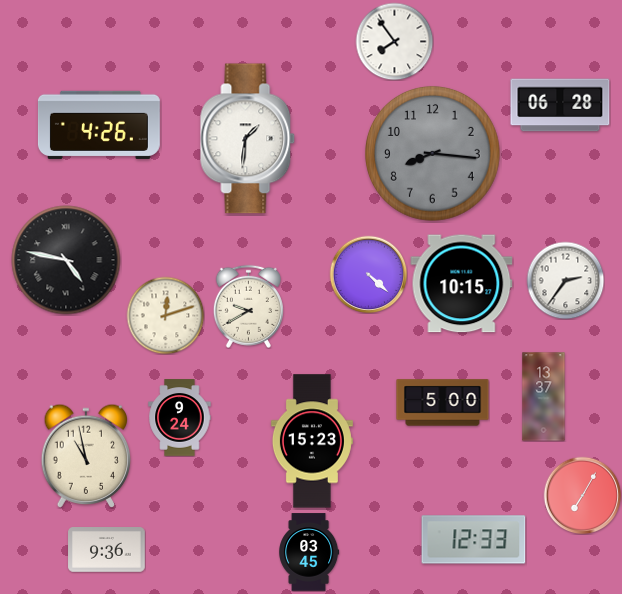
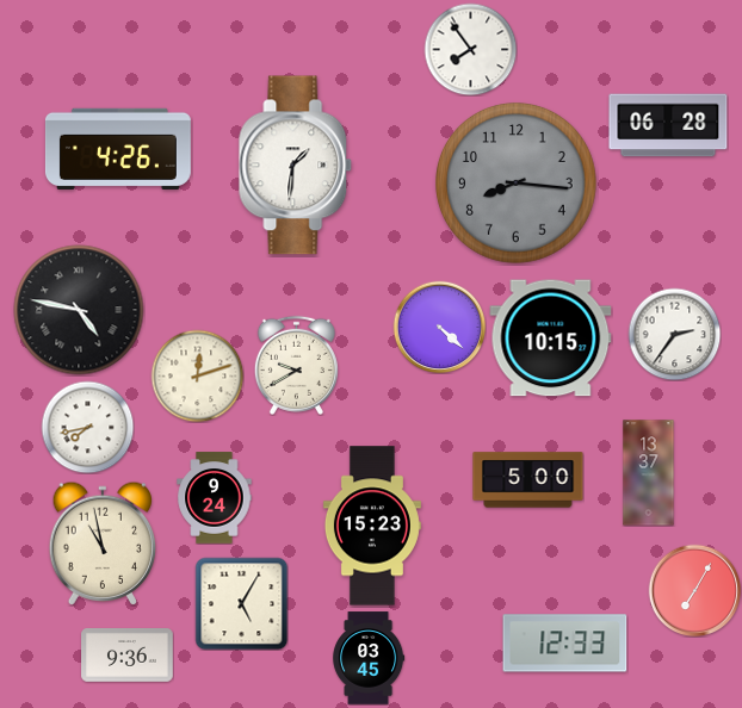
clock at (87, 427): none -> 7:43
clock at (241, 603): none -> 5:05
